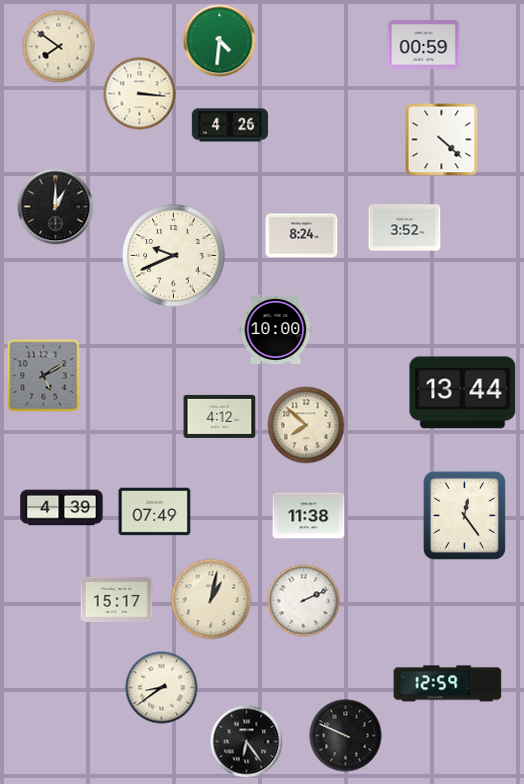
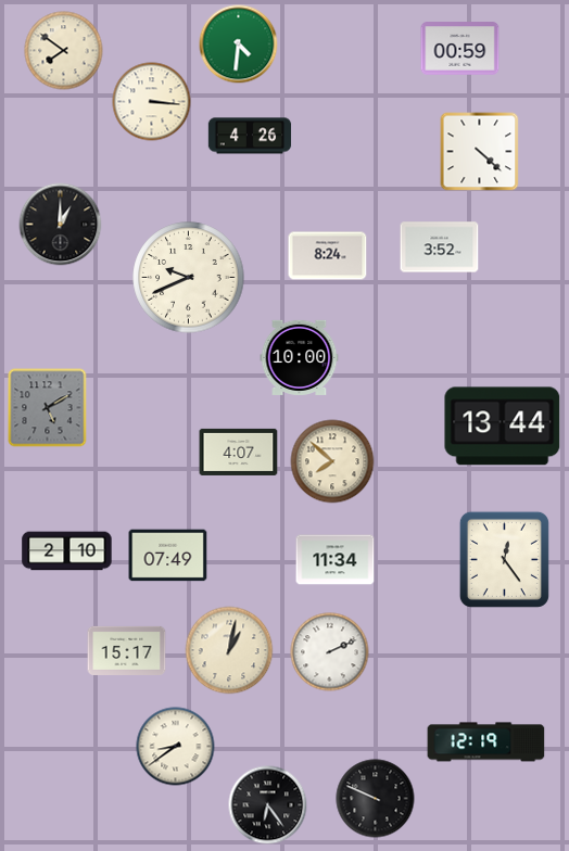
clock at (220, 416): 4:12 -> 4:07
clock at (62, 508): 4:39 -> 2:10
clock at (309, 516): 11:38 -> 11:34
clock at (448, 684): 12:59 -> 12:19
